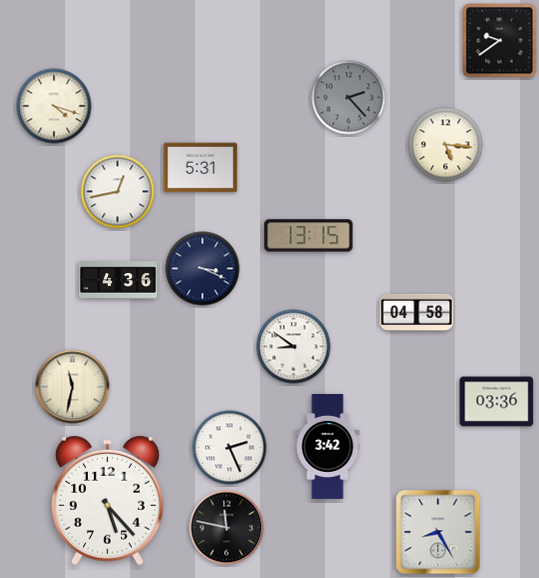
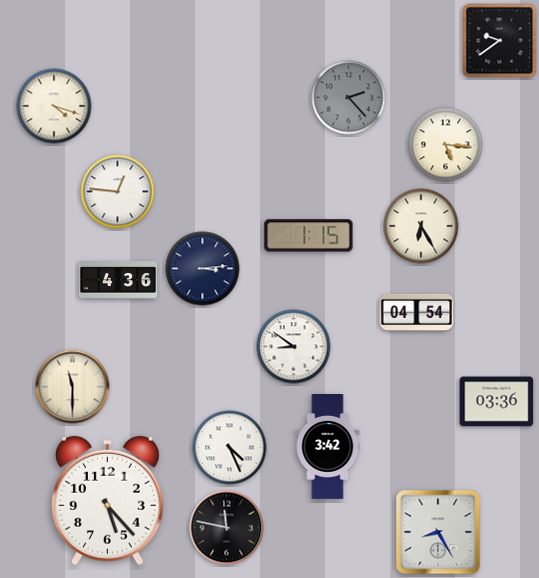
clock at (201, 168): 5:31 -> none
clock at (118, 192): 12:43 -> 12:46
clock at (421, 226): none -> 6:25
clock at (309, 236): 13:15 -> 1:15
clock at (203, 269): 3:19 -> 3:14
clock at (417, 312): 04:58 -> 04:54
clock at (73, 387): 11:32 -> 11:30
clock at (230, 448): 2:26 -> 4:26
